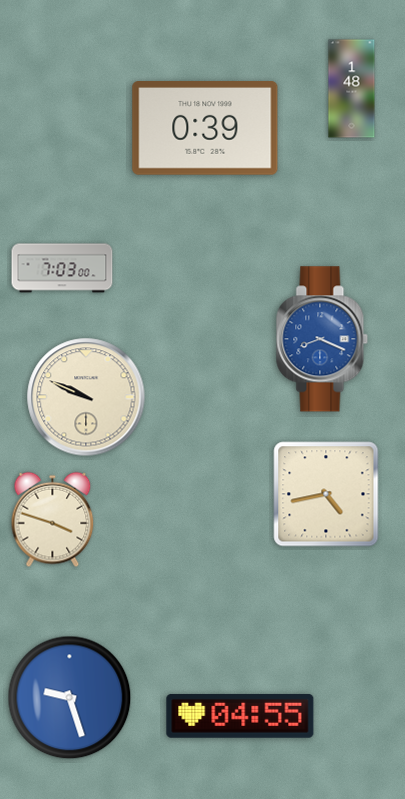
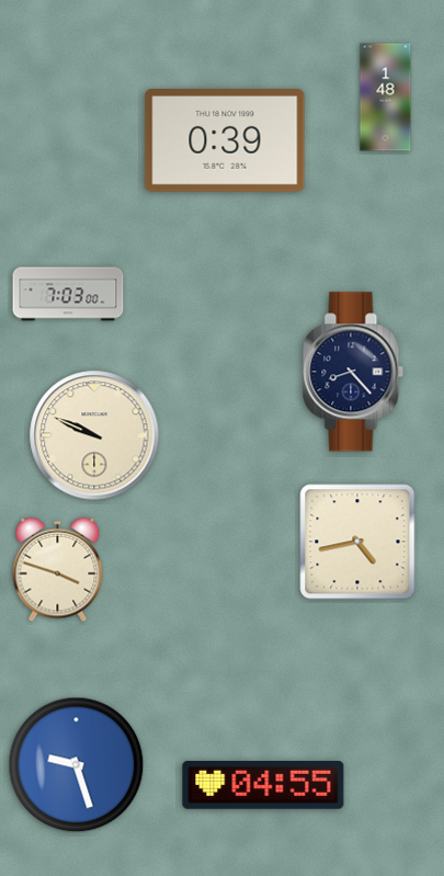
clock at (322, 339): 8:19 -> 8:23
clock at (322, 339) dial: blue -> navy
